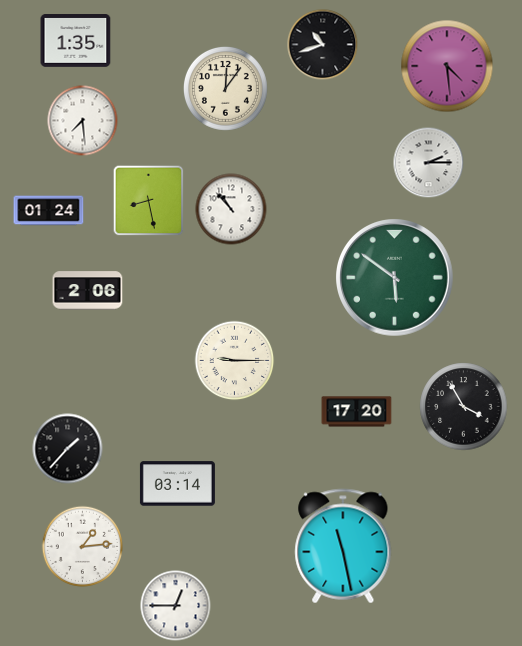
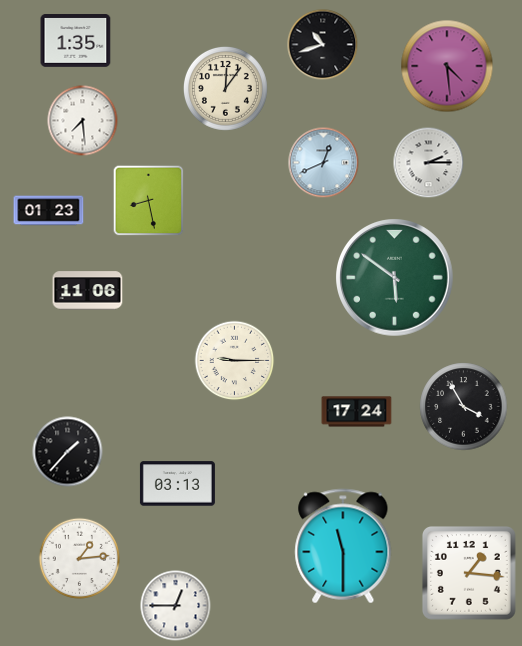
clock at (324, 163): none -> 12:41
clock at (231, 209): 10:53 -> none
clock at (49, 211): 01:24 -> 01:23
clock at (88, 291): 2:06 -> 11:06
clock at (357, 412): 17:20 -> 17:24
clock at (68, 449) position: (68, 449) -> (68, 452)
clock at (177, 484): 03:14 -> 03:13
clock at (82, 546) position: (82, 546) -> (79, 558)
clock at (343, 546): 11:28 -> 11:30
clock at (469, 574): none -> 1:16
